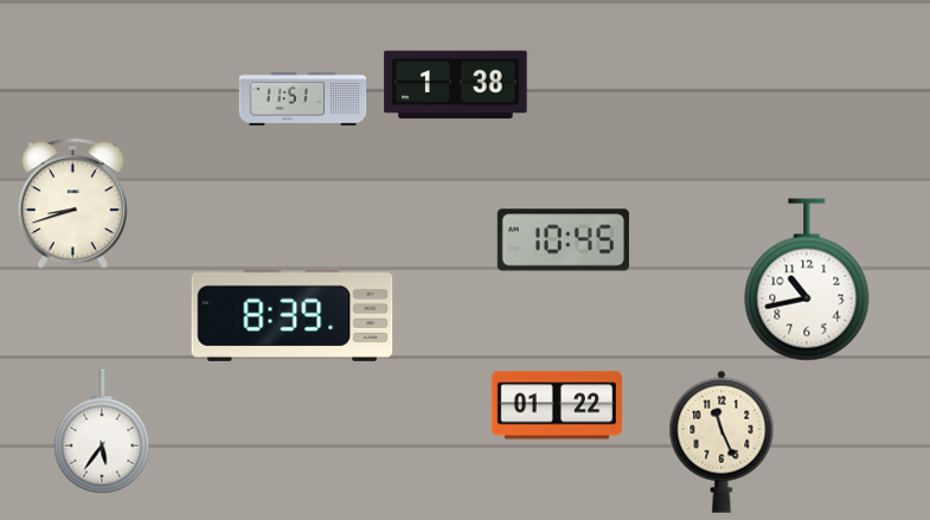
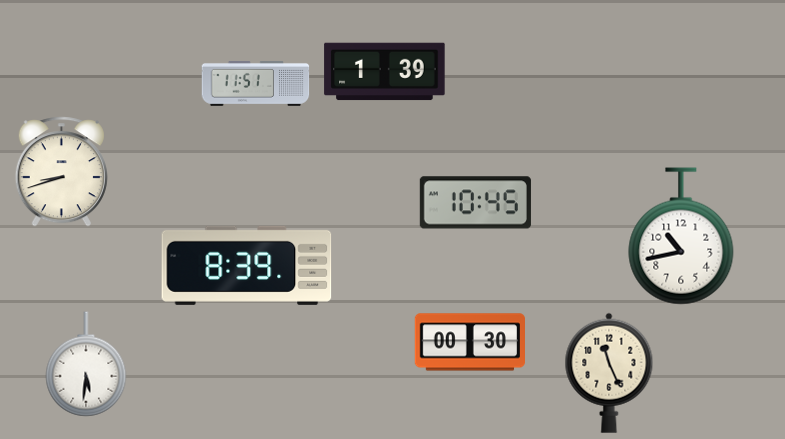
clock at (456, 85): 1:38 -> 1:39
clock at (556, 405): 01:22 -> 00:30
clock at (102, 431): 5:36 -> 5:31
